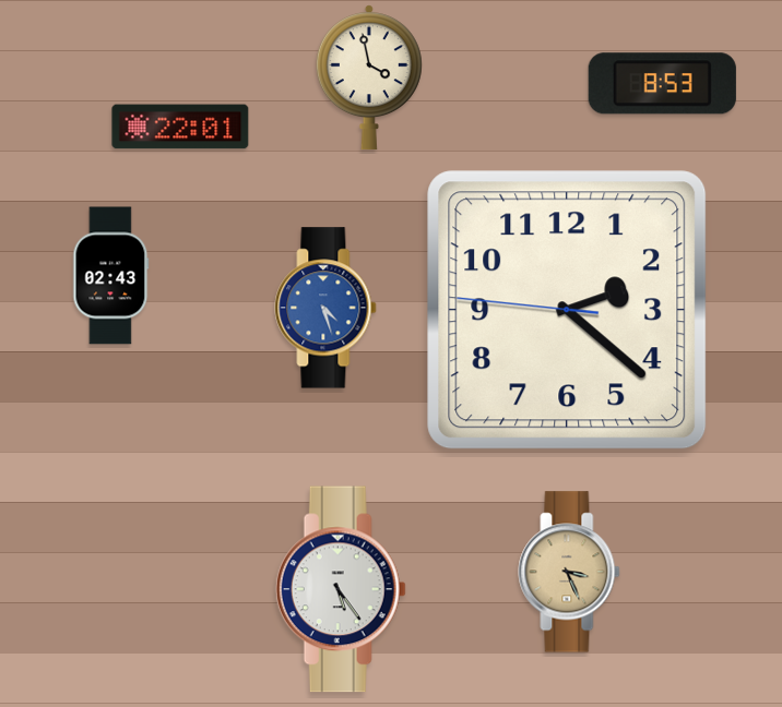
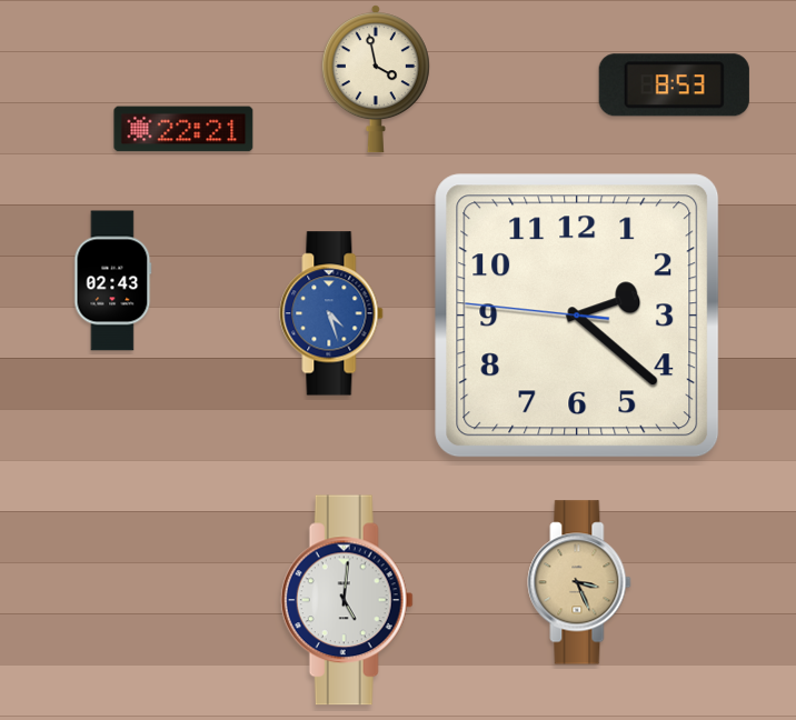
clock at (180, 127): 22:01 -> 22:21
clock at (341, 589): 5:24 -> 5:01
